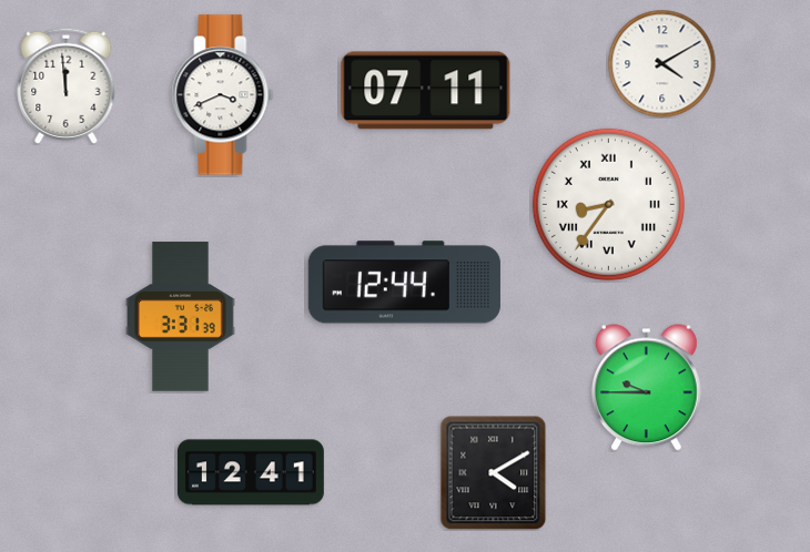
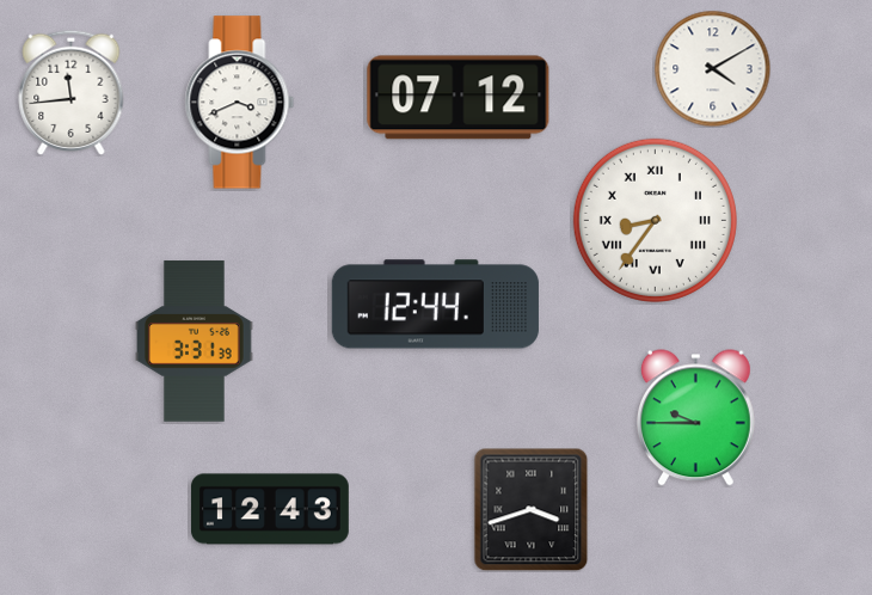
clock at (67, 85): 11:59 -> 11:44
clock at (426, 91): 07:11 -> 07:12
clock at (251, 472): 12:41 -> 12:43
clock at (494, 472): 4:10 -> 3:42
